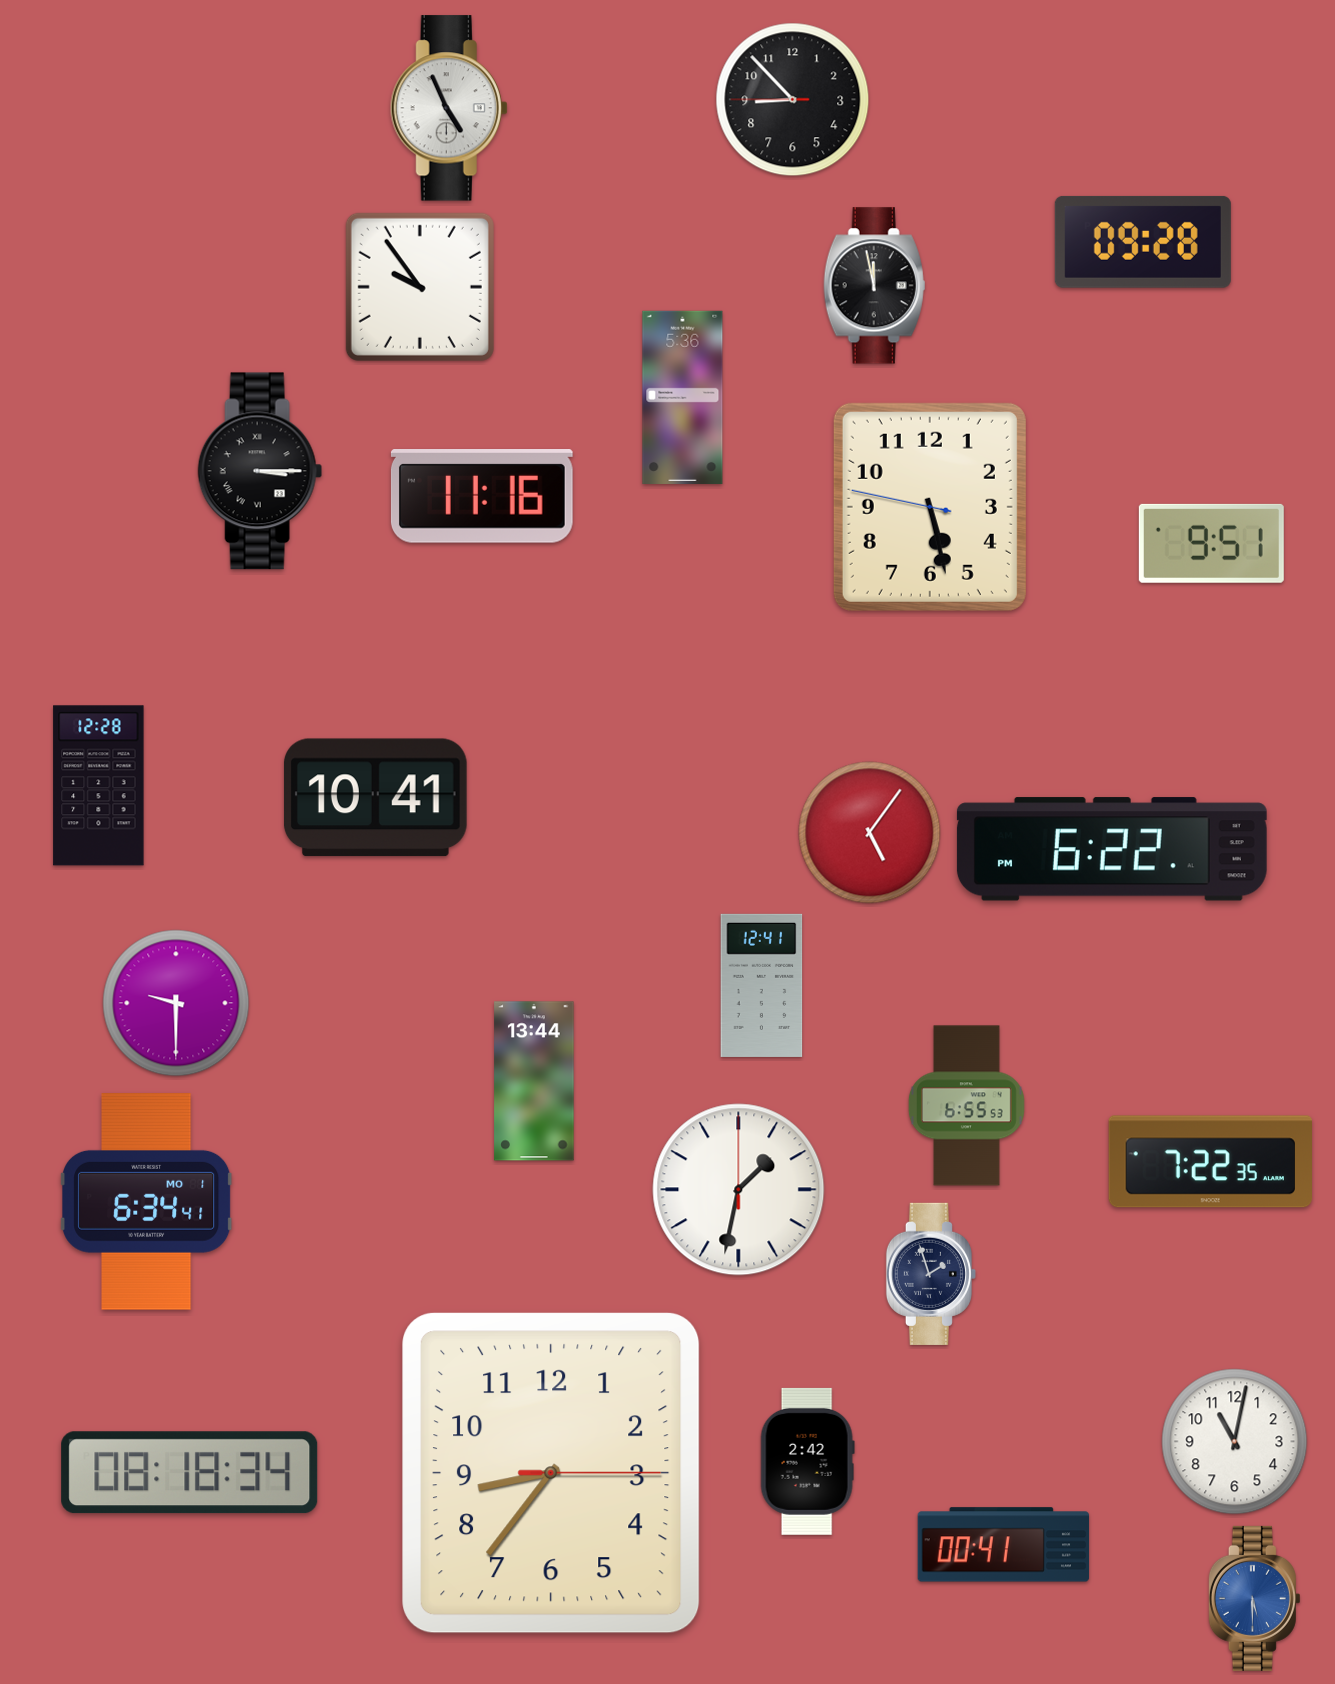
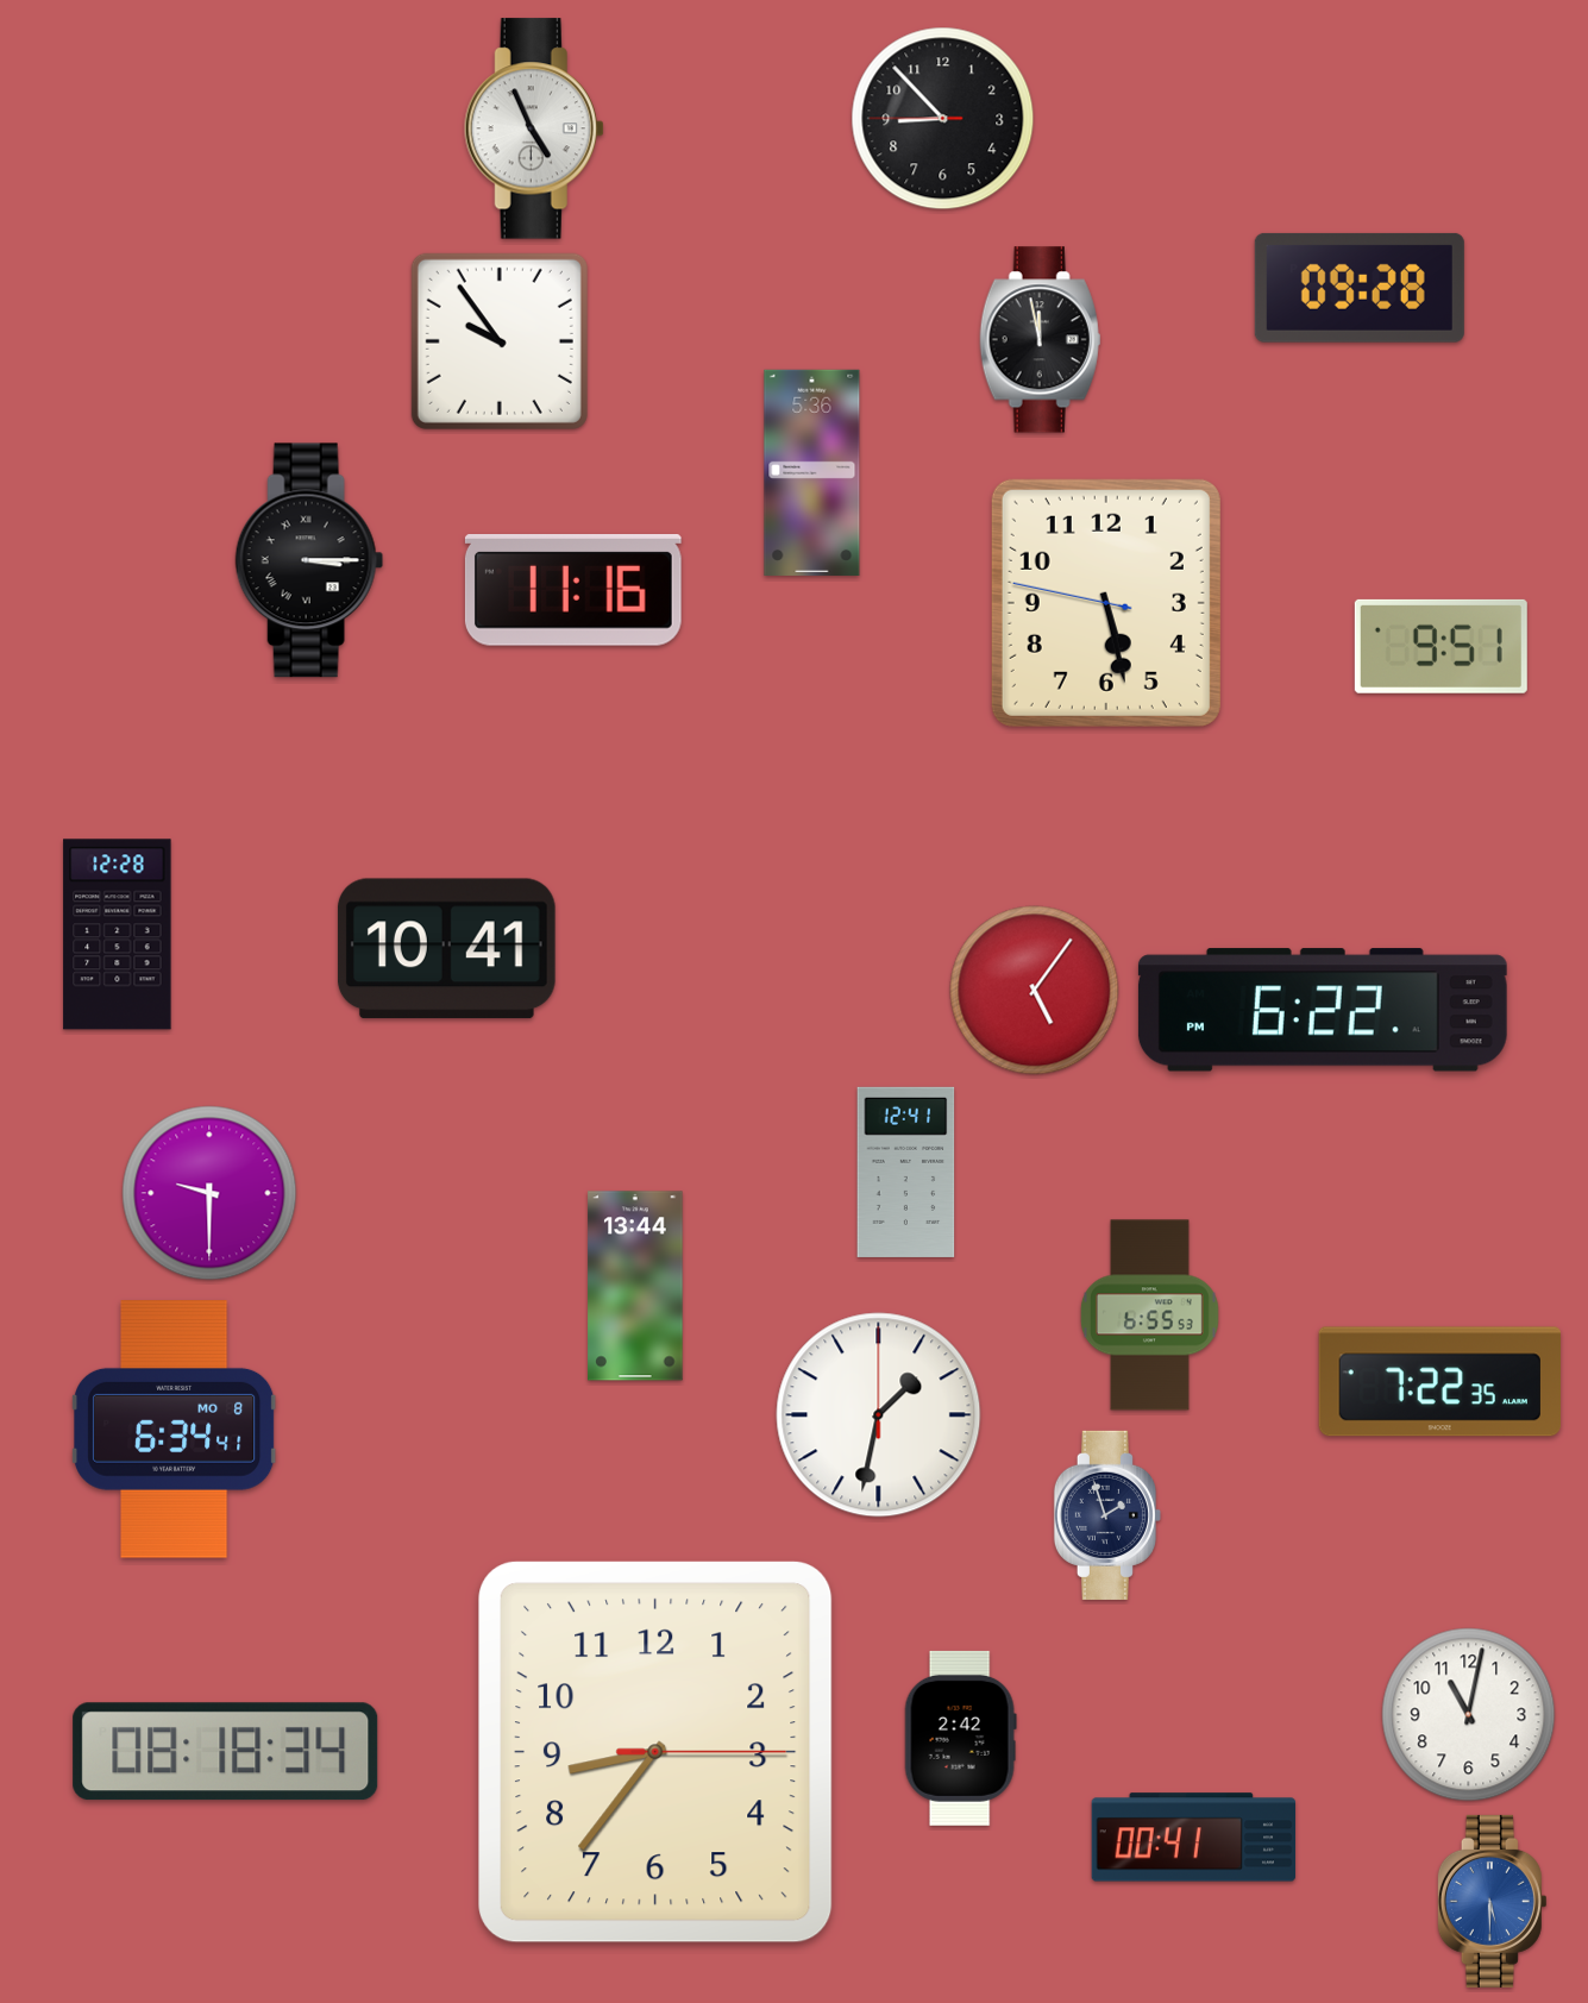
clock at (147, 1202) date: MO 1 -> MO 8
